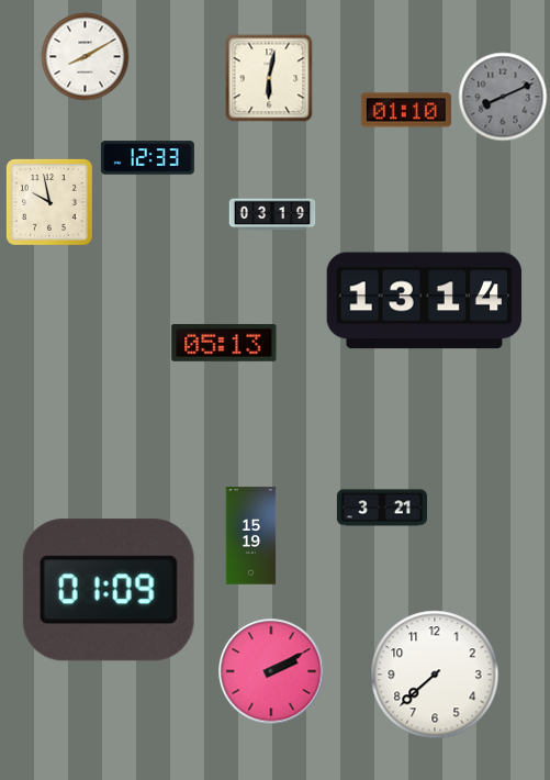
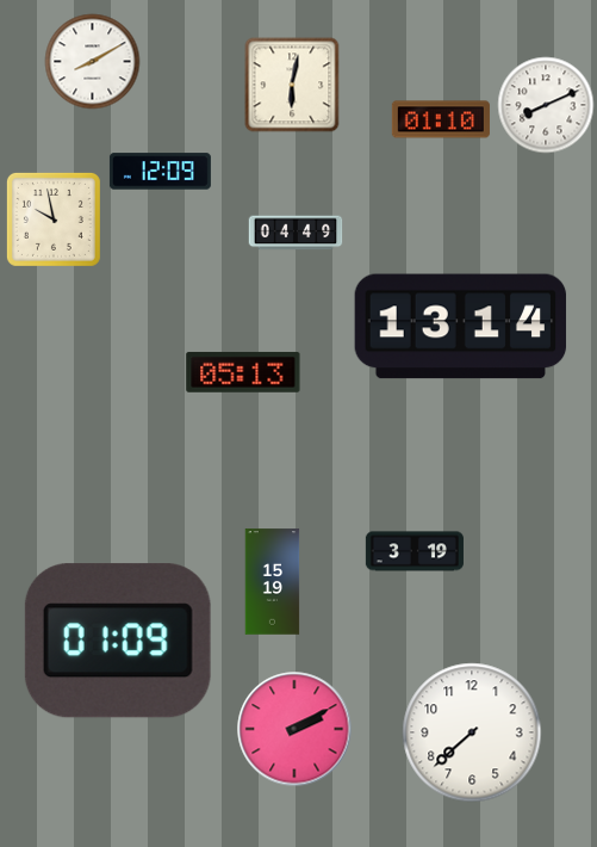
clock at (503, 97) dial: grey -> white
clock at (147, 158): 12:33 -> 12:09
clock at (272, 214): 03:19 -> 04:49
clock at (382, 508): 3:21 -> 3:19
